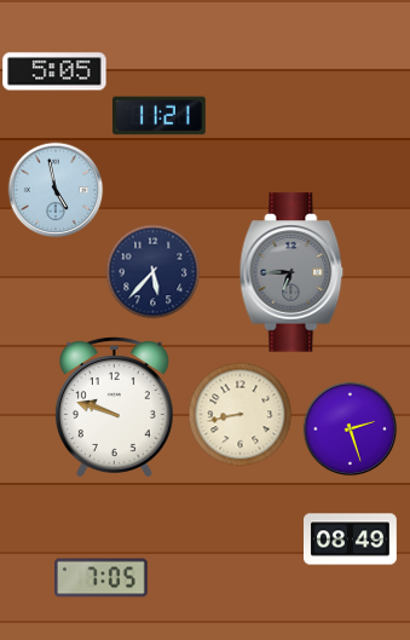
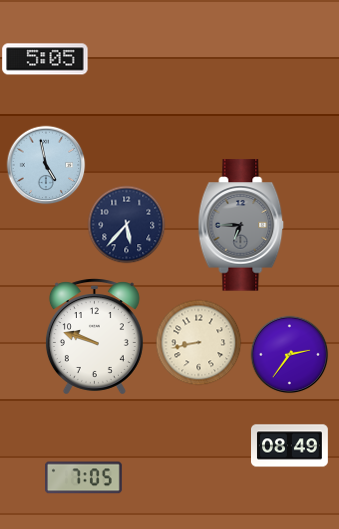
clock at (160, 116): 11:21 -> none
clock at (56, 190) position: (56, 190) -> (46, 165)
clock at (350, 428): 2:27 -> 2:36
